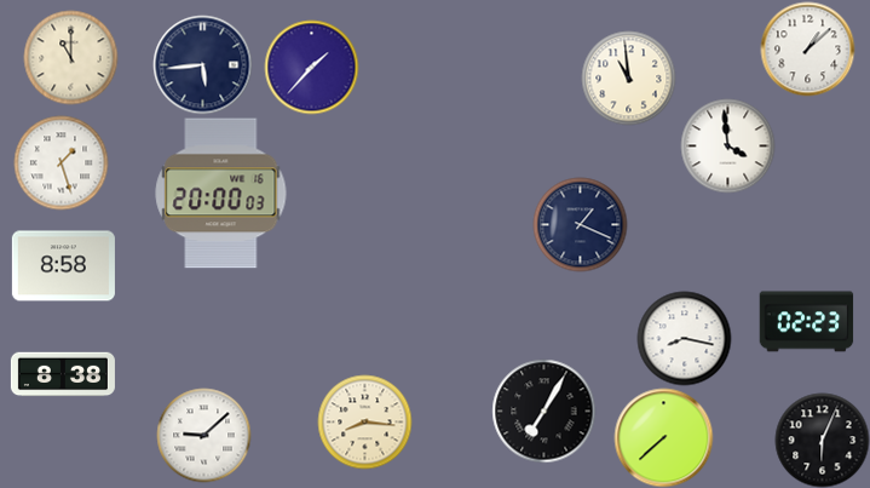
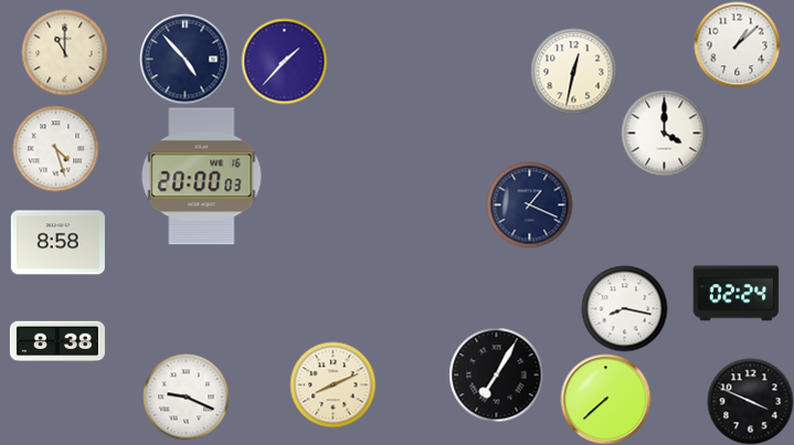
clock at (202, 64): 5:44 -> 4:53
clock at (628, 77): 10:59 -> 12:32
clock at (727, 145): 3:59 -> 4:00
clock at (61, 162): 1:27 -> 4:27
clock at (806, 322): 02:23 -> 02:24
clock at (364, 421): 8:16 -> 8:11
clock at (203, 435): 9:08 -> 9:19
clock at (822, 440): 6:04 -> 3:49
